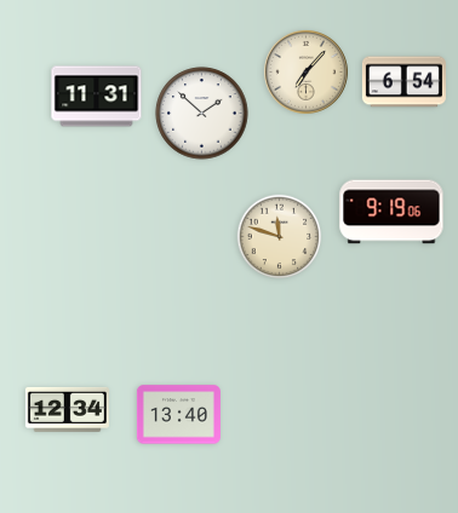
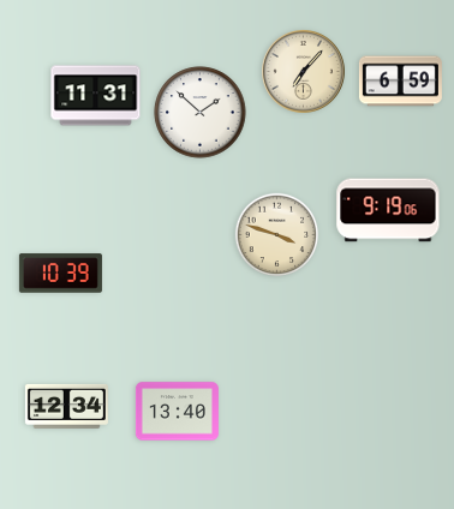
clock at (403, 82): 6:54 -> 6:59
clock at (280, 237): 11:48 -> 3:48
clock at (60, 274): none -> 10:39
